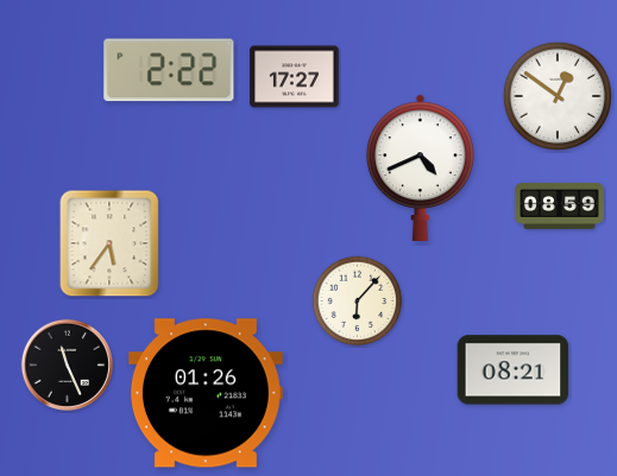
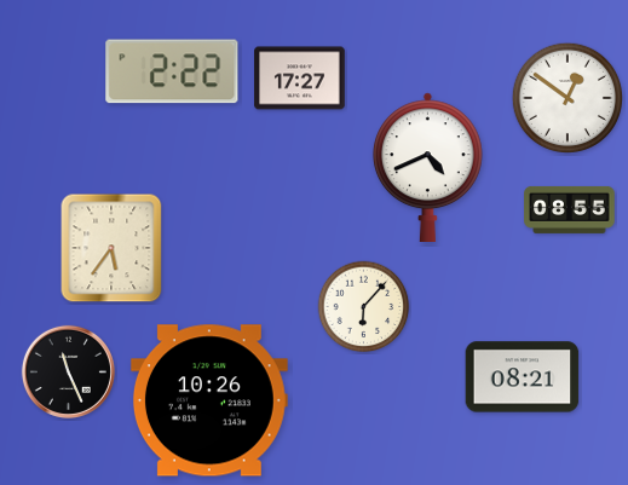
clock at (420, 167) position: (420, 167) -> (427, 167)
clock at (560, 205): 08:59 -> 08:55
clock at (206, 393): 01:26 -> 10:26
